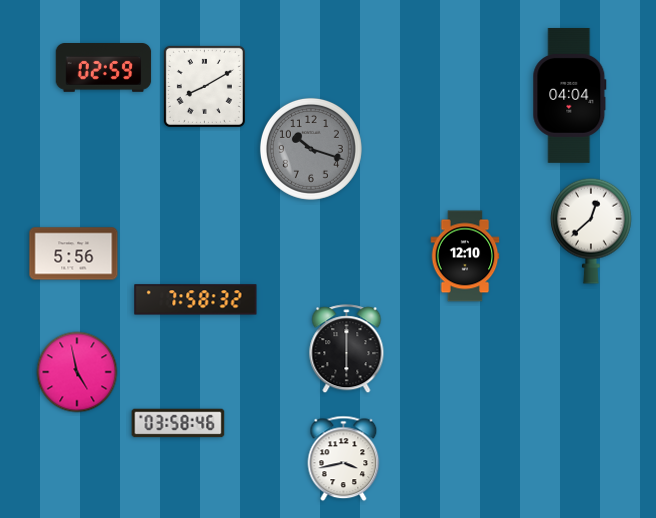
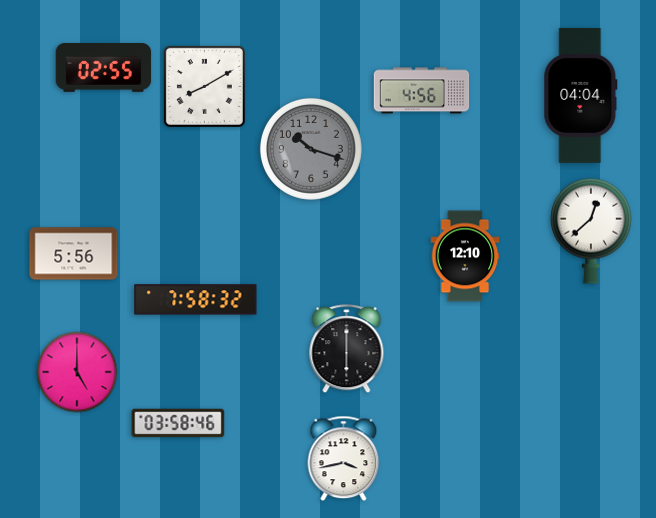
clock at (104, 68): 02:59 -> 02:55
clock at (422, 91): none -> 4:56
clock at (570, 95) position: (570, 95) -> (581, 95)
clock at (77, 372): 4:58 -> 5:00
